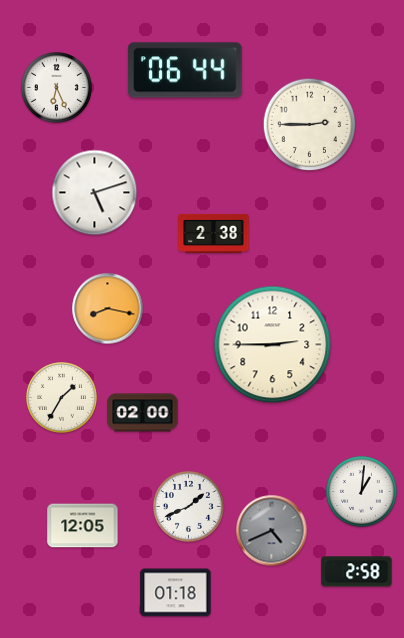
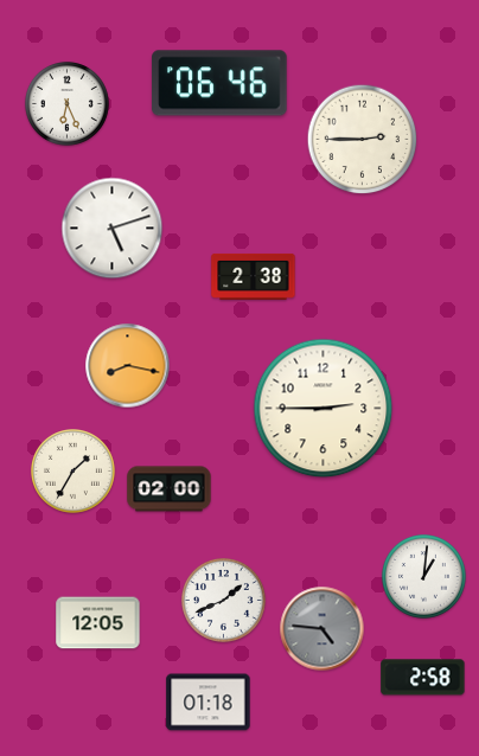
clock at (185, 70): 06:44 -> 06:46
clock at (310, 125) position: (310, 125) -> (363, 140)
clock at (362, 492) position: (362, 492) -> (424, 577)
clock at (272, 531): 4:41 -> 4:46
